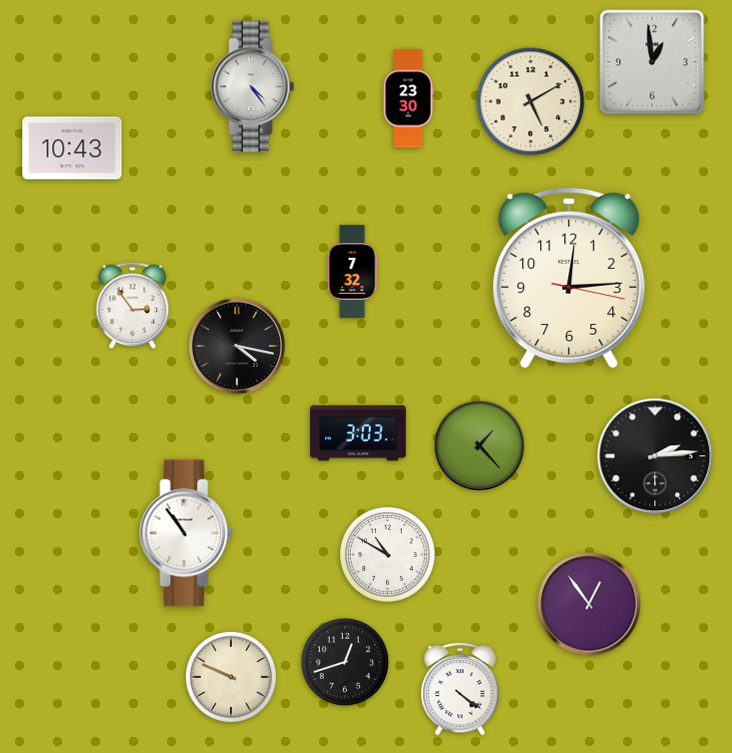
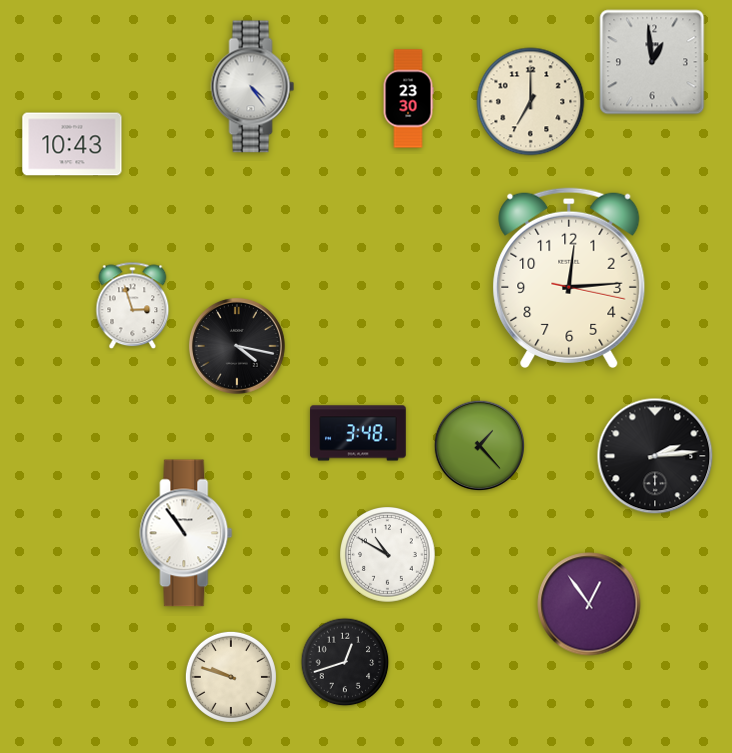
clock at (531, 102): 5:10 -> 7:00
clock at (72, 148) position: (72, 148) -> (72, 144)
clock at (352, 271): 7:32 -> none
clock at (133, 306): 2:54 -> 2:57
clock at (358, 433): 3:03 -> 3:48
clock at (231, 677): 9:49 -> 9:48
clock at (460, 689): 4:21 -> none
